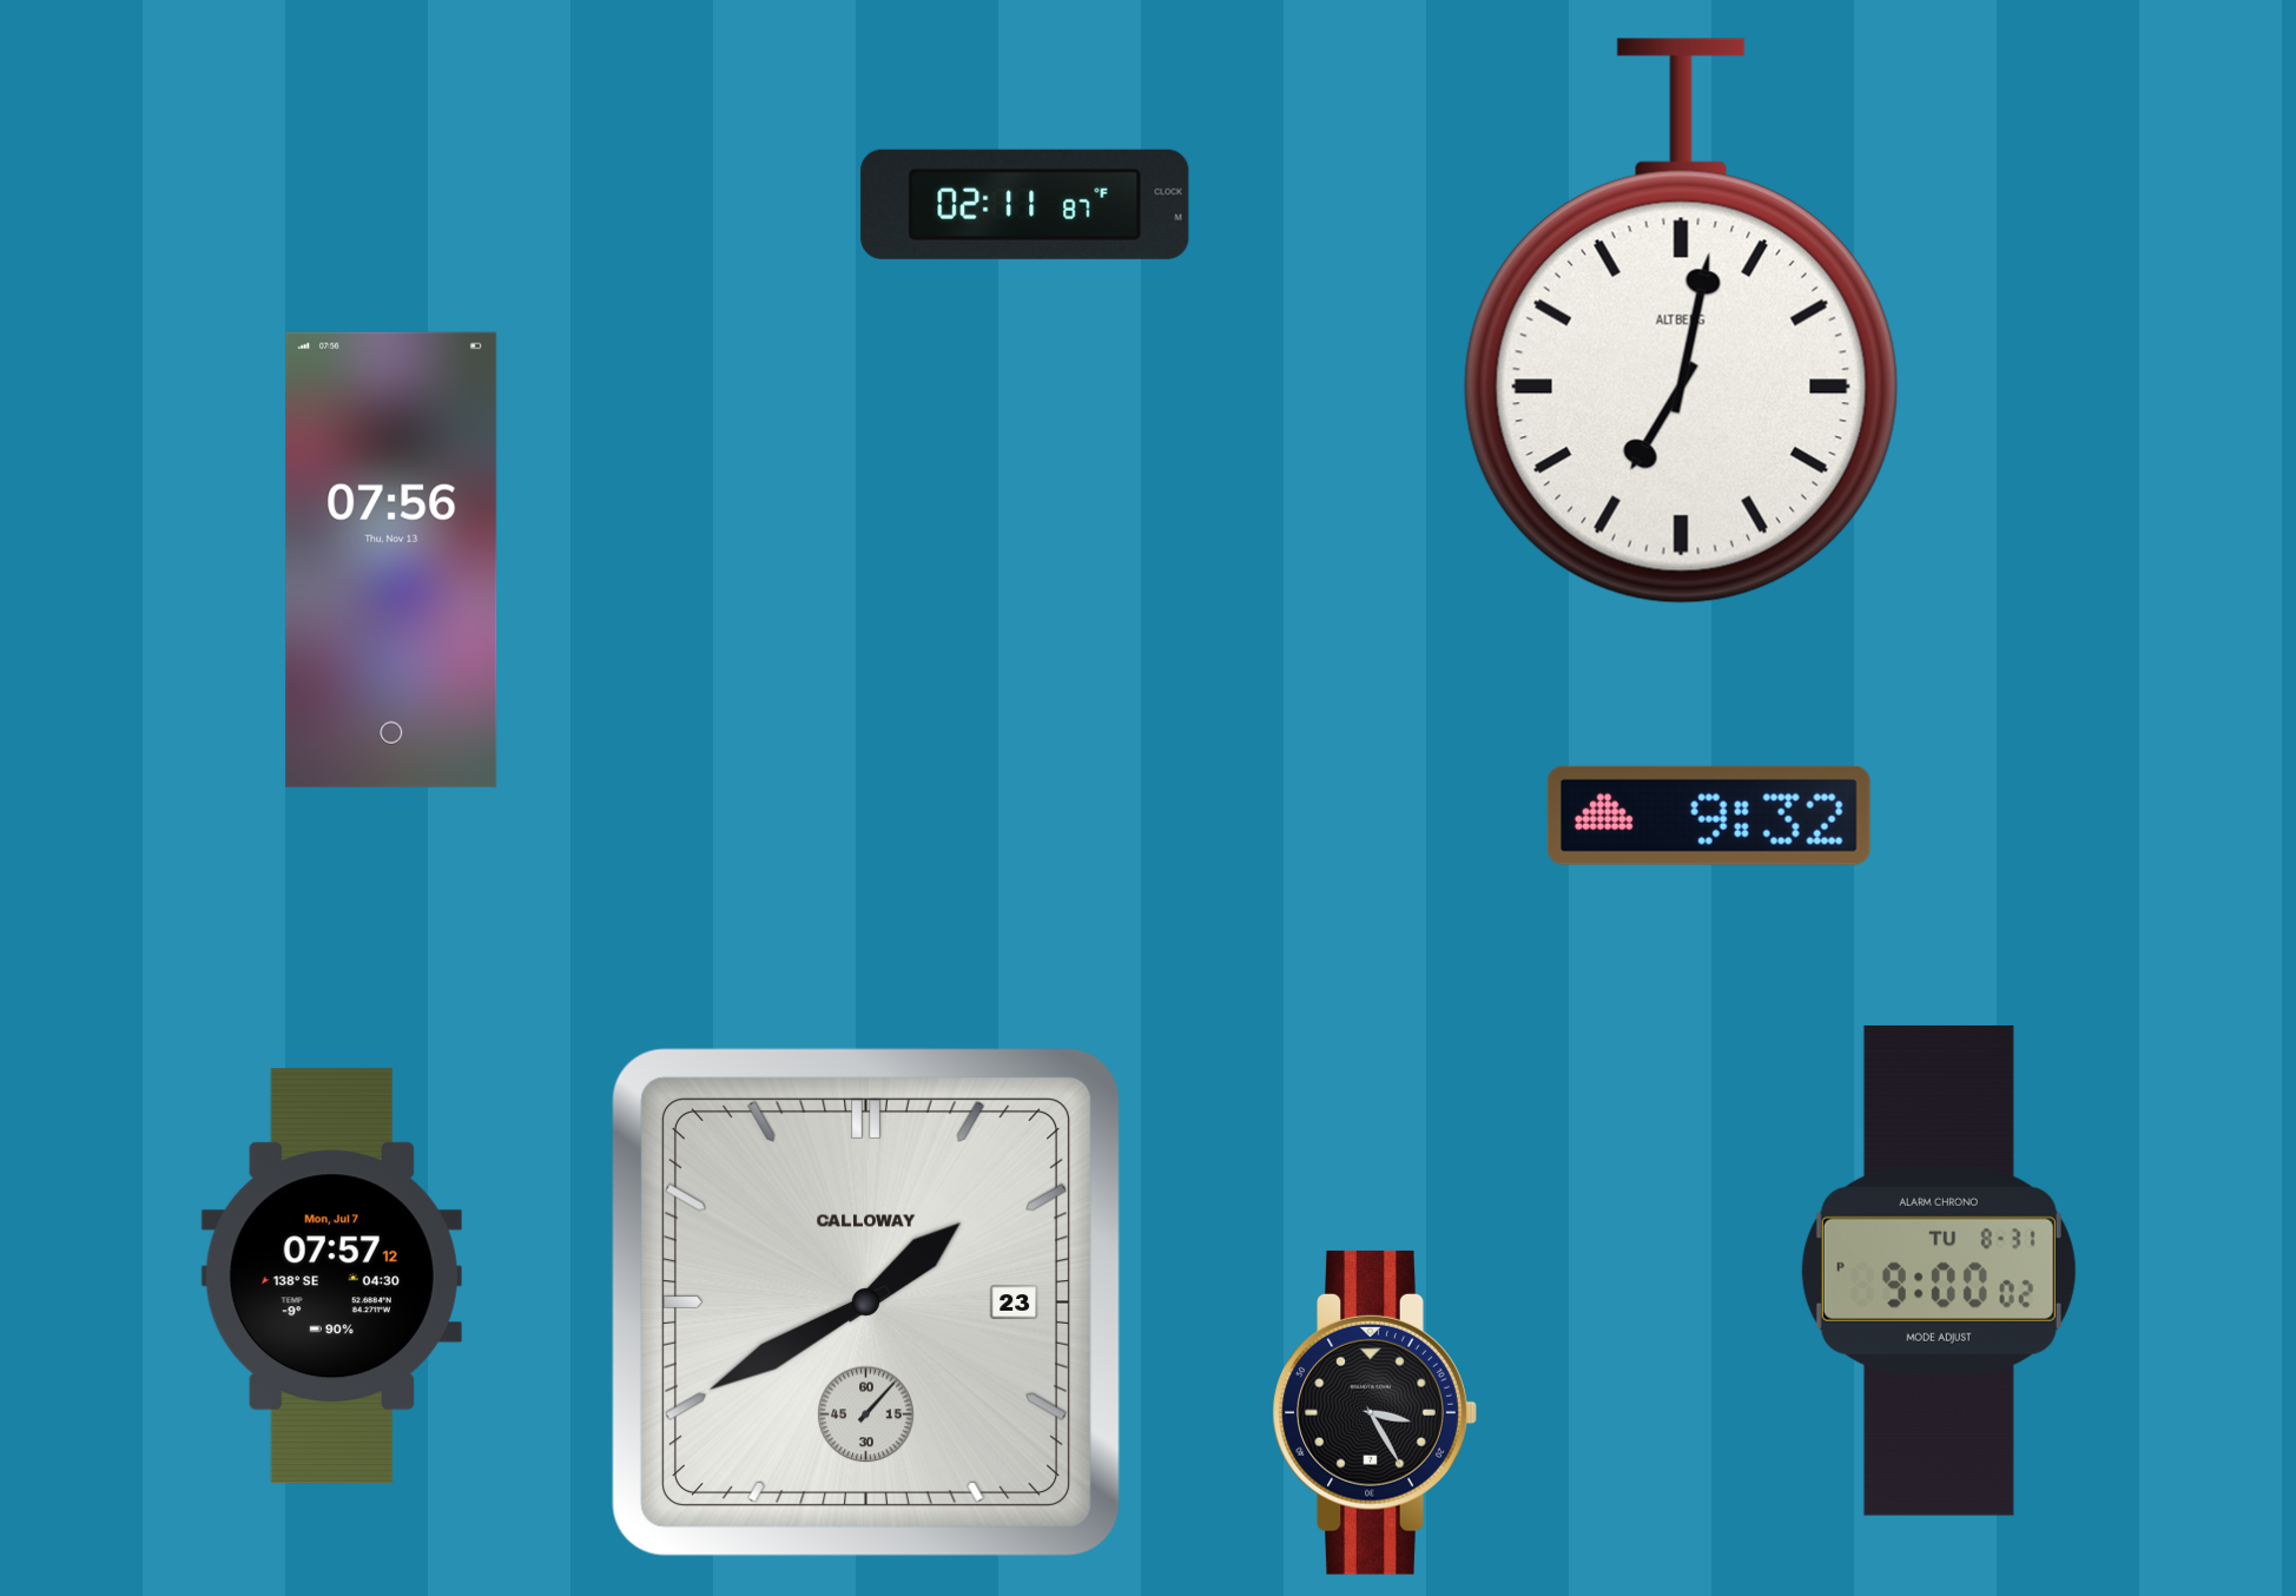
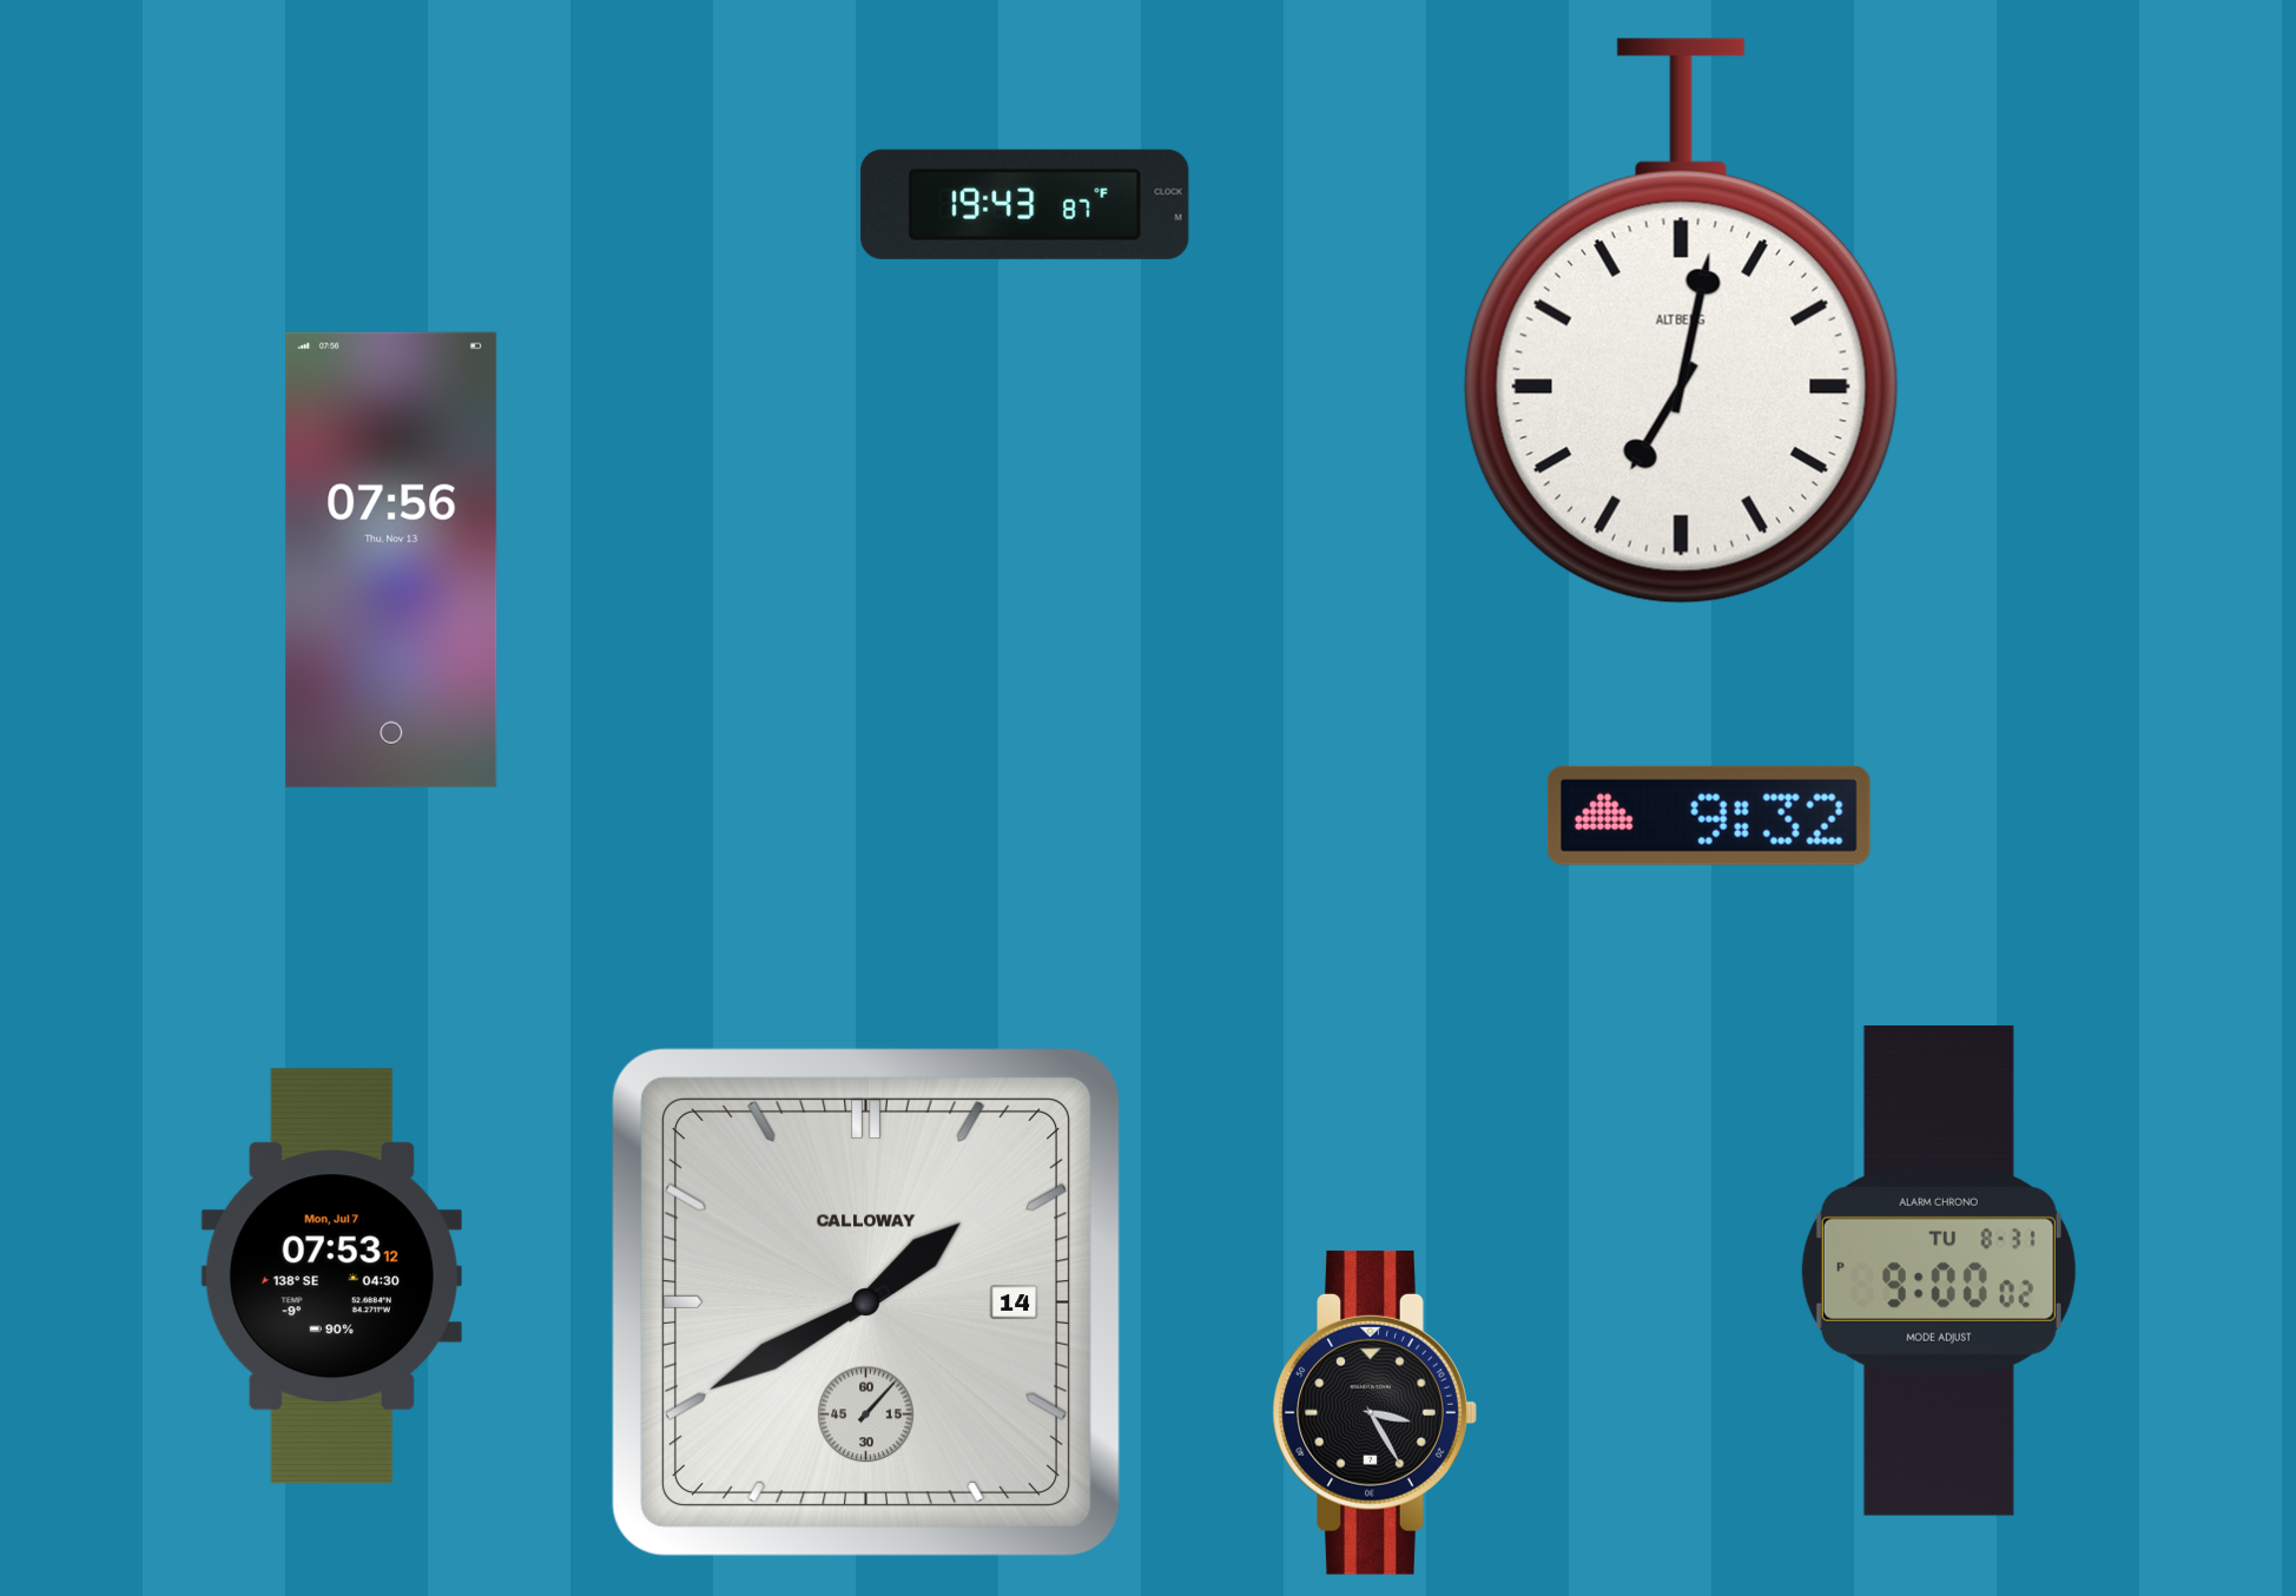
clock at (1025, 204): 02:11 -> 19:43
clock at (331, 1277): 07:57 -> 07:53
clock at (866, 1302) date: 23 -> 14
